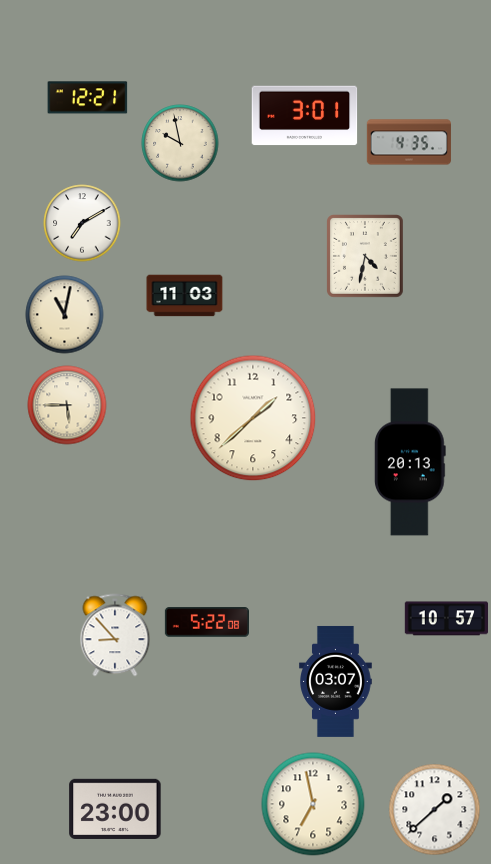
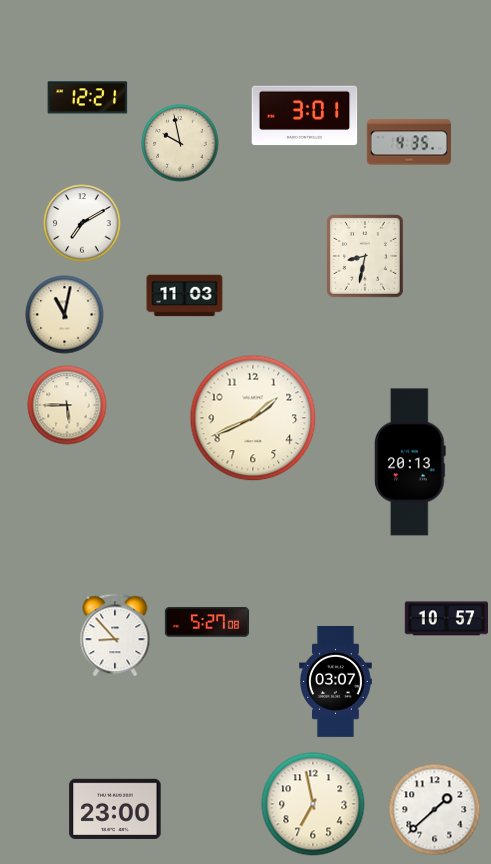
clock at (366, 257): 4:32 -> 8:32
clock at (253, 418): 1:38 -> 1:41
clock at (206, 622): 5:22 -> 5:27
